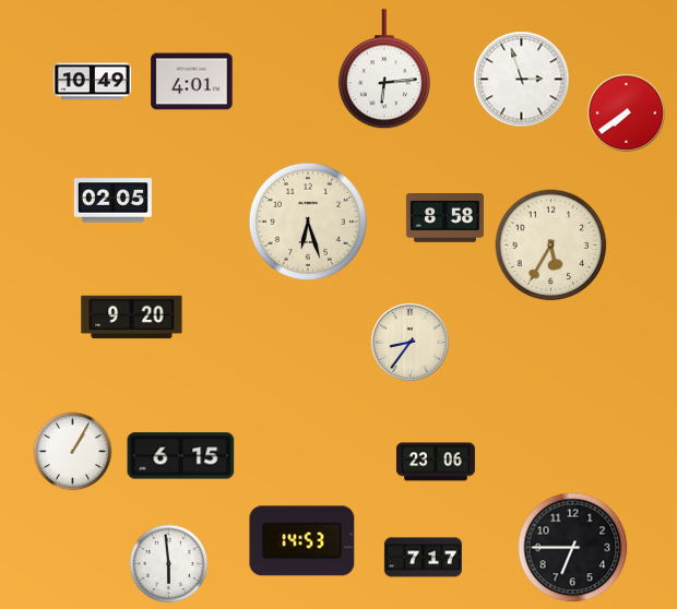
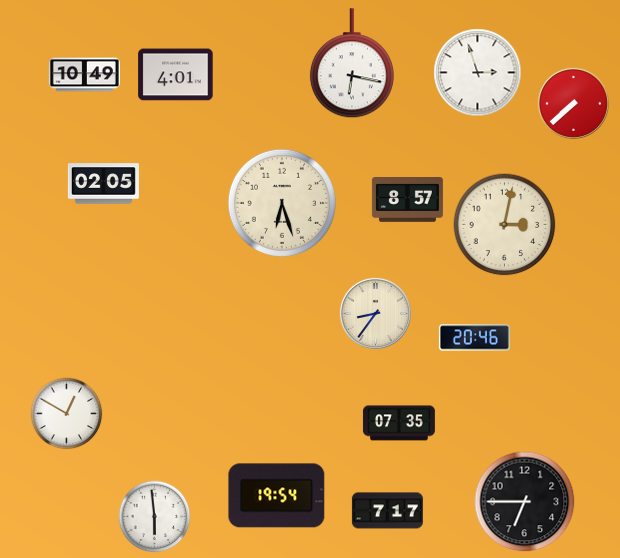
clock at (384, 70): 6:14 -> 6:17
clock at (626, 112): 7:39 -> 7:38
clock at (444, 218): 8:58 -> 8:57
clock at (551, 246): 5:35 -> 3:02
clock at (132, 318): 9:20 -> none
clock at (474, 338): none -> 20:46
clock at (73, 452): 1:05 -> 12:50
clock at (181, 456): 6:15 -> none
clock at (436, 462): 23:06 -> 07:35
clock at (302, 541): 14:53 -> 19:54
